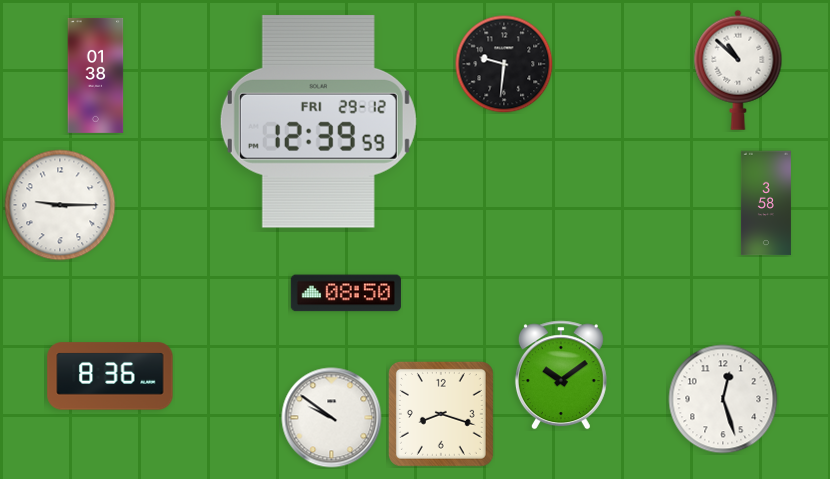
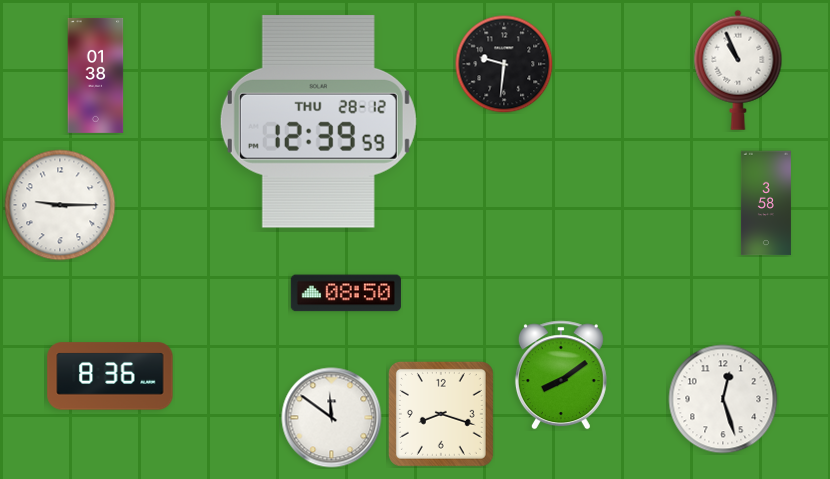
clock at (738, 70): 10:52 -> 10:56
clock at (318, 121) date: FRI 29-12 -> THU 28-12
clock at (561, 375): 10:09 -> 8:09
clock at (332, 418): 9:51 -> 11:51
